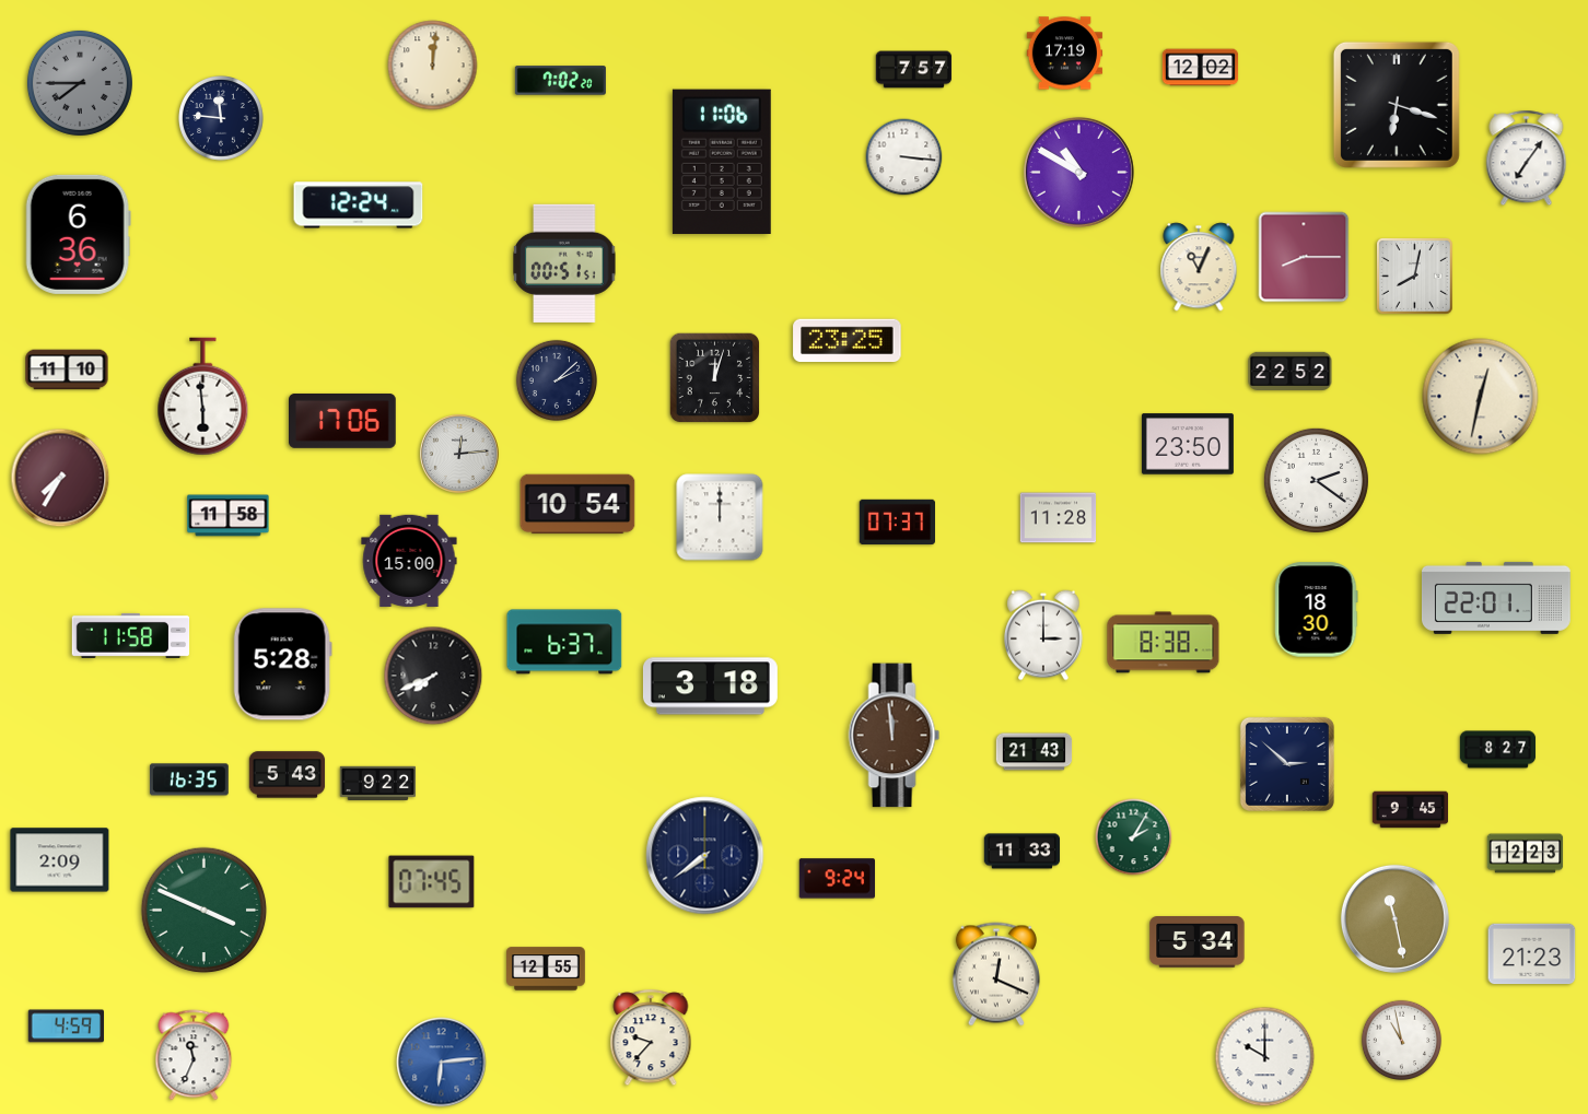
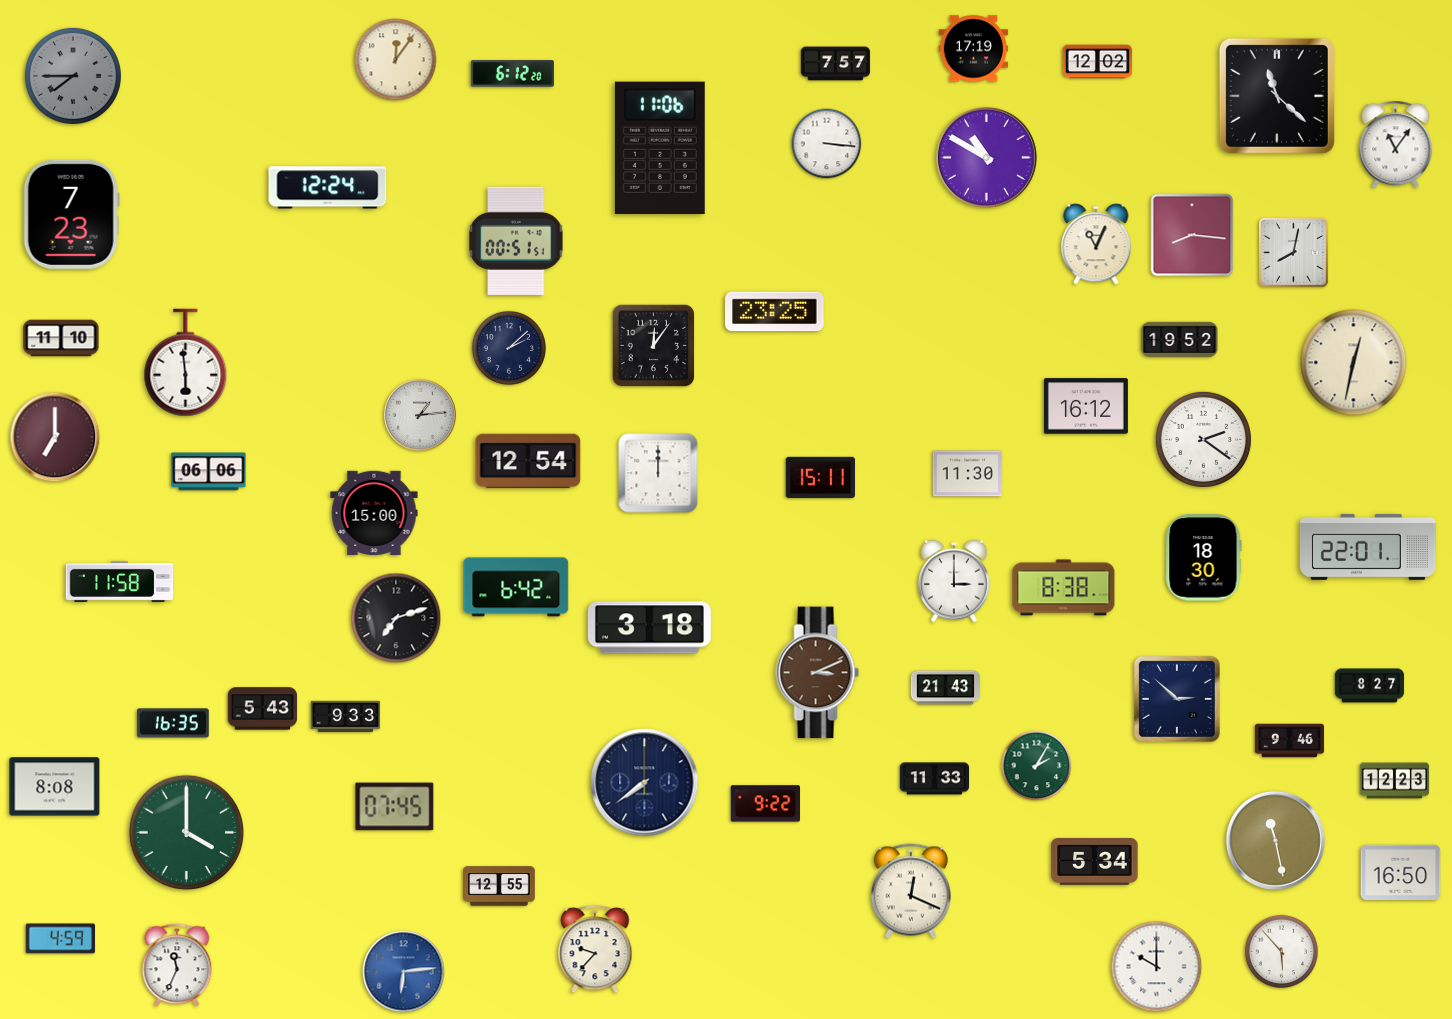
clock at (433, 66): 12:01 -> 12:06
clock at (560, 81): 7:02 -> 6:12
clock at (1397, 105): 6:18 -> 11:22
clock at (221, 118): 11:46 -> none
clock at (1527, 159): 7:06 -> 11:06
clock at (78, 234): 6:36 -> 7:23
clock at (1304, 257): 8:15 -> 8:16
clock at (1291, 371): 22:52 -> 19:52
clock at (715, 378): 12:03 -> 12:06
clock at (343, 421): 17:06 -> none
clock at (1188, 444): 23:50 -> 16:12
clock at (459, 454): 12:14 -> 1:14
clock at (60, 478): 7:35 -> 7:00
clock at (577, 504): 10:54 -> 12:54
clock at (229, 516): 11:58 -> 06:06
clock at (1059, 518): 11:28 -> 11:30
clock at (897, 521): 07:37 -> 15:11
clock at (564, 642): 6:37 -> 6:42
clock at (282, 665): 5:28 -> none
clock at (433, 676): 7:41 -> 7:12
clock at (895, 736): 11:59 -> 3:11
clock at (189, 779) position: (189, 779) -> (173, 723)
clock at (378, 783): 9:22 -> 9:33
clock at (1411, 810): 9:45 -> 9:46
clock at (60, 860): 2:09 -> 8:08
clock at (837, 879): 9:24 -> 9:22
clock at (205, 911): 3:49 -> 4:00
clock at (1532, 954): 21:23 -> 16:50
clock at (1402, 1041): 10:58 -> 5:53
